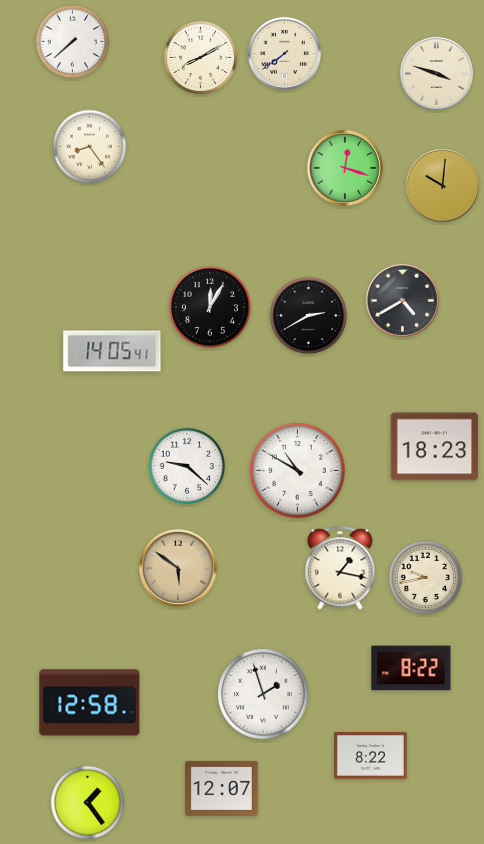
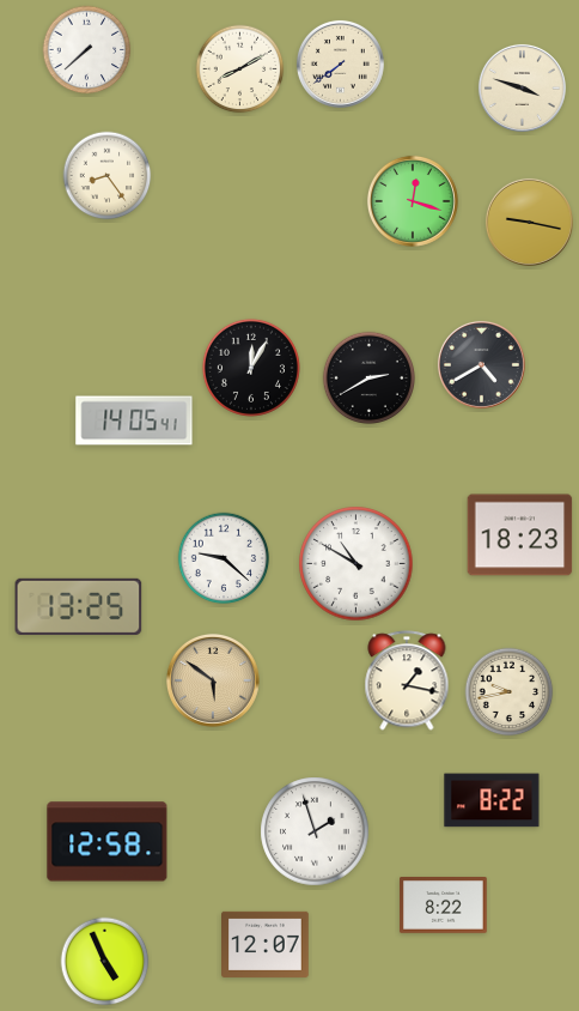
clock at (442, 185): 10:01 -> 9:17
clock at (402, 300) position: (402, 300) -> (481, 364)
clock at (79, 606): none -> 13:25
clock at (88, 803): 1:24 -> 4:56
